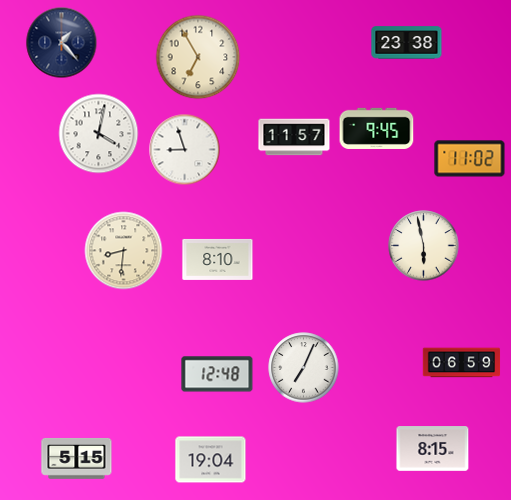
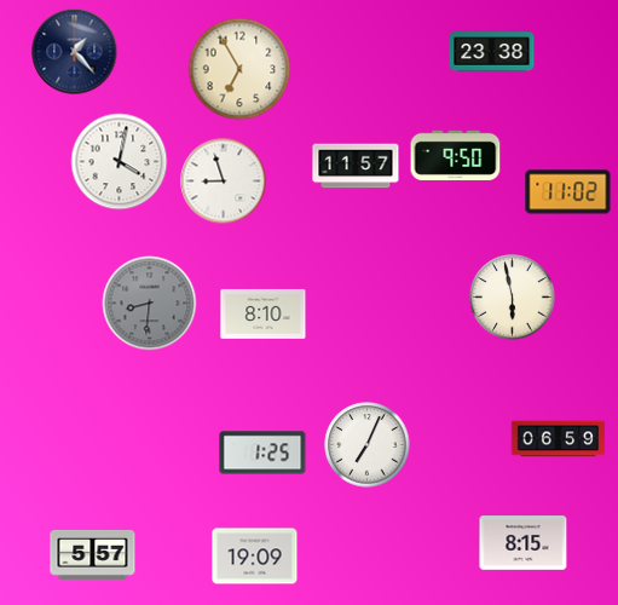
clock at (377, 128): 9:45 -> 9:50
clock at (124, 251) dial: cream -> grey
clock at (217, 374): 12:48 -> 1:25
clock at (77, 458): 5:15 -> 5:57
clock at (211, 460): 19:04 -> 19:09
